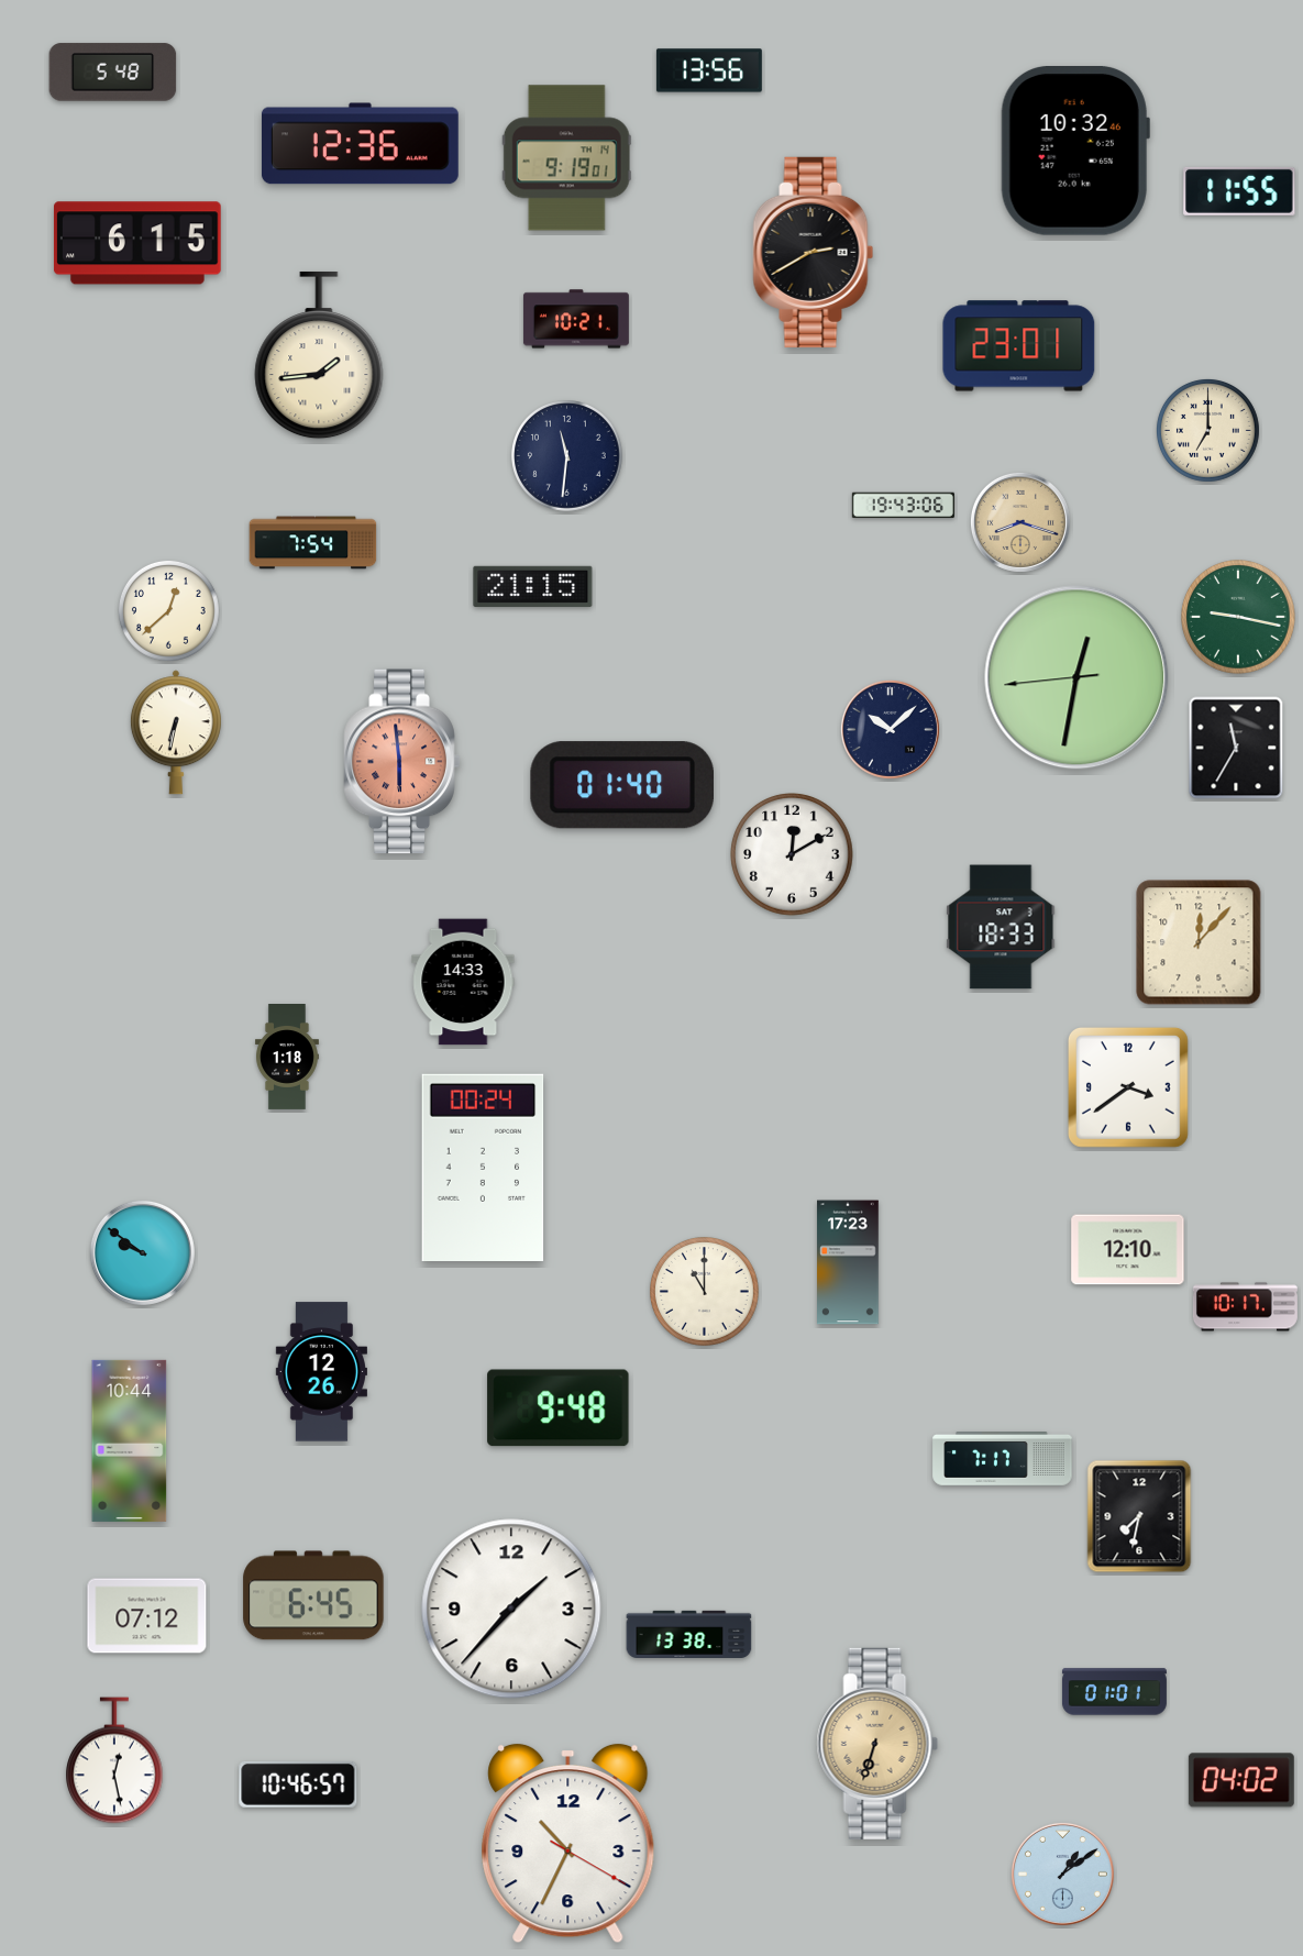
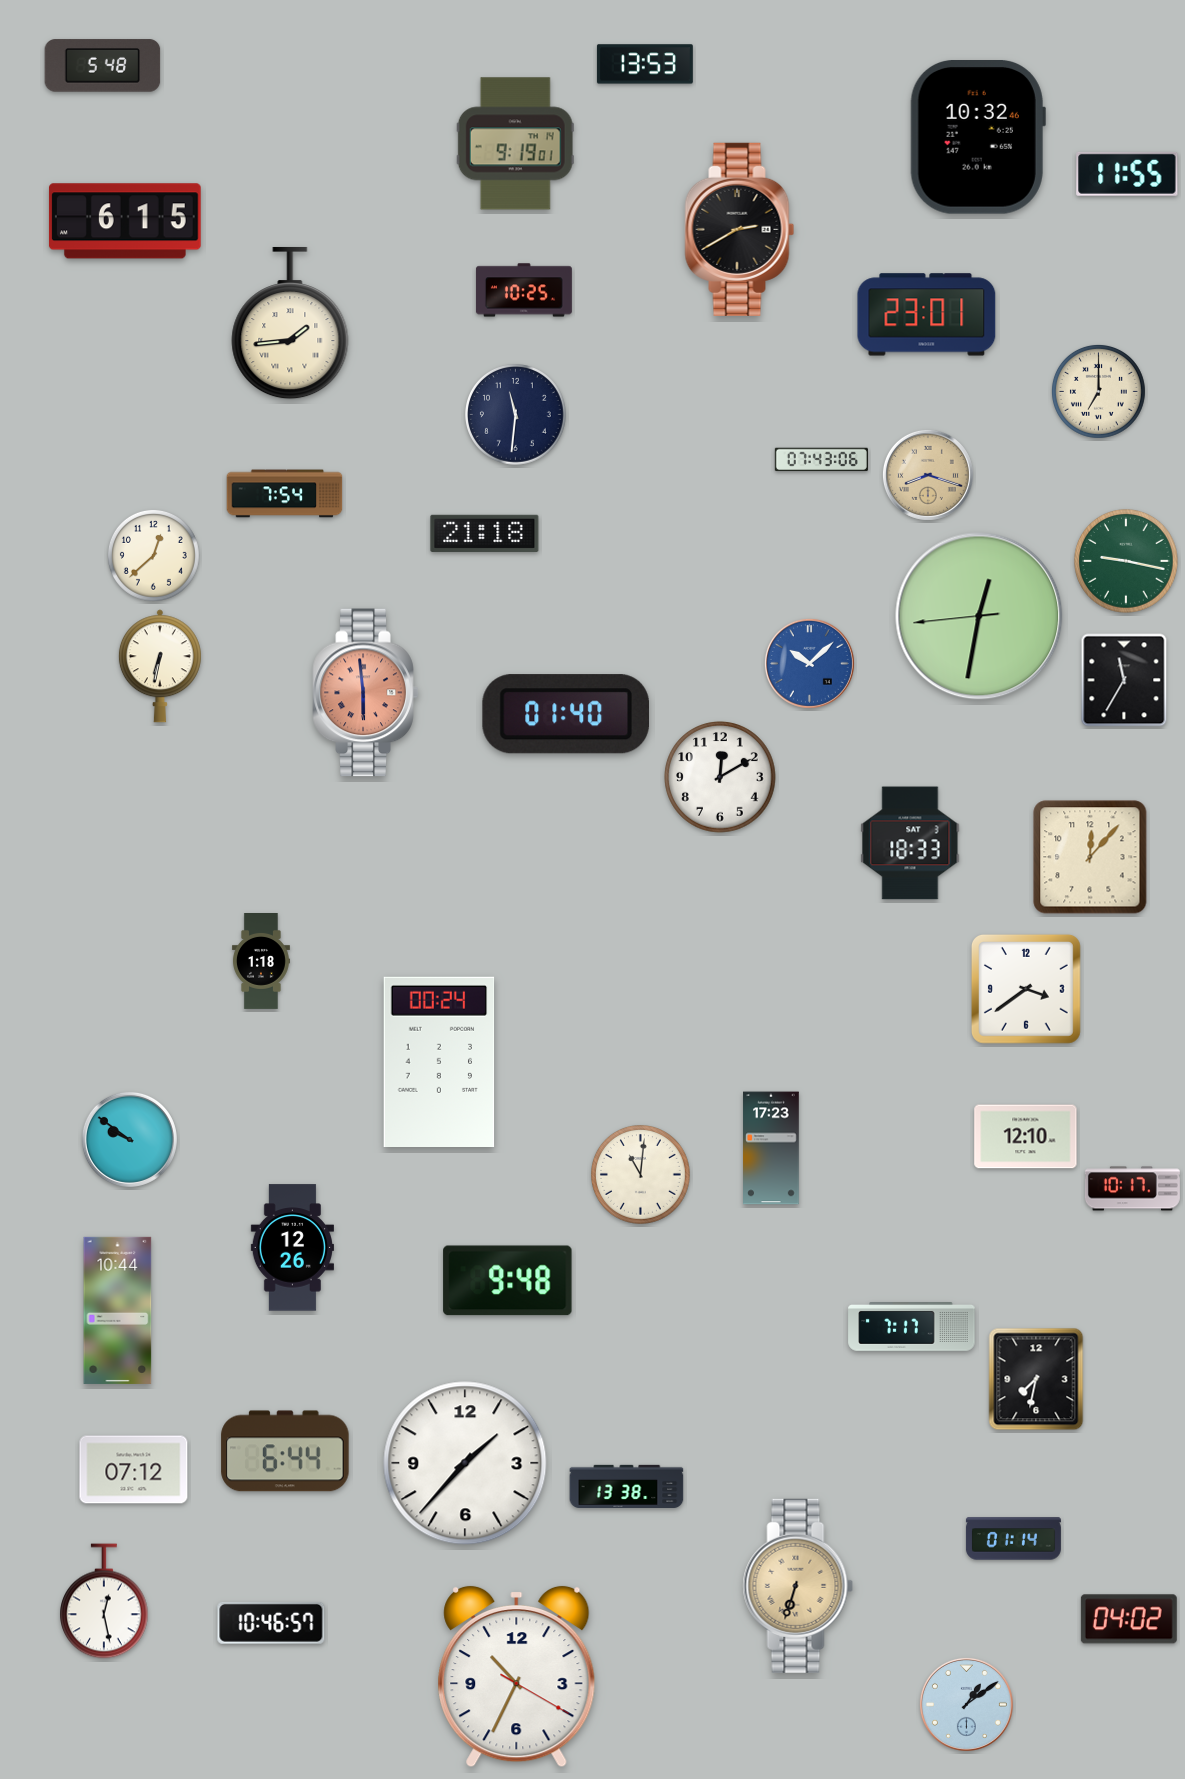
clock at (709, 70): 13:56 -> 13:53
clock at (360, 144): 12:36 -> none
clock at (576, 319): 10:21 -> 10:25
clock at (903, 506): 19:43 -> 07:43
clock at (533, 586): 21:15 -> 21:18
clock at (890, 729) dial: navy -> blue
clock at (463, 982): 14:33 -> none
clock at (705, 1292): 11:00 -> 11:01
clock at (313, 1595): 6:45 -> 6:44
clock at (1114, 1692): 01:01 -> 01:14
